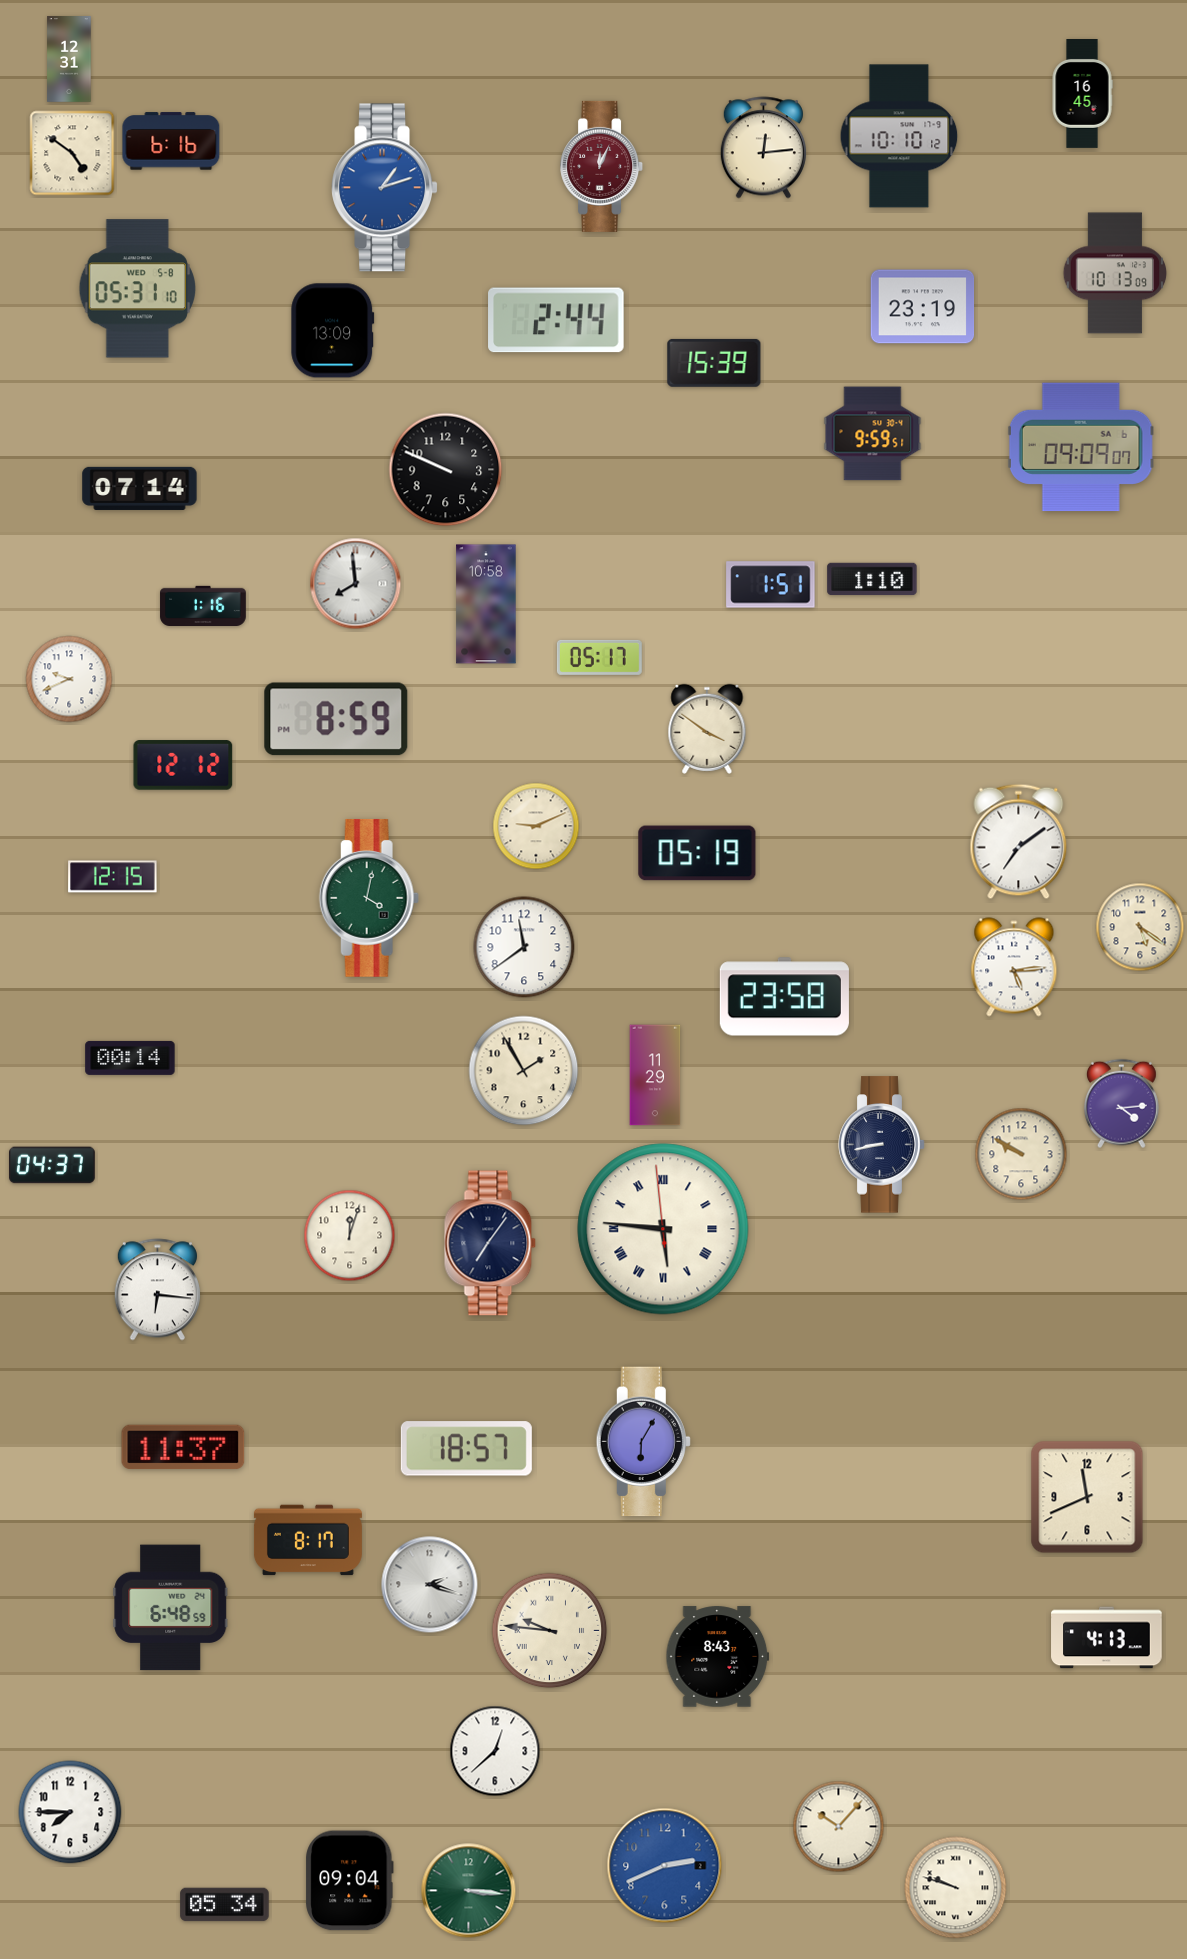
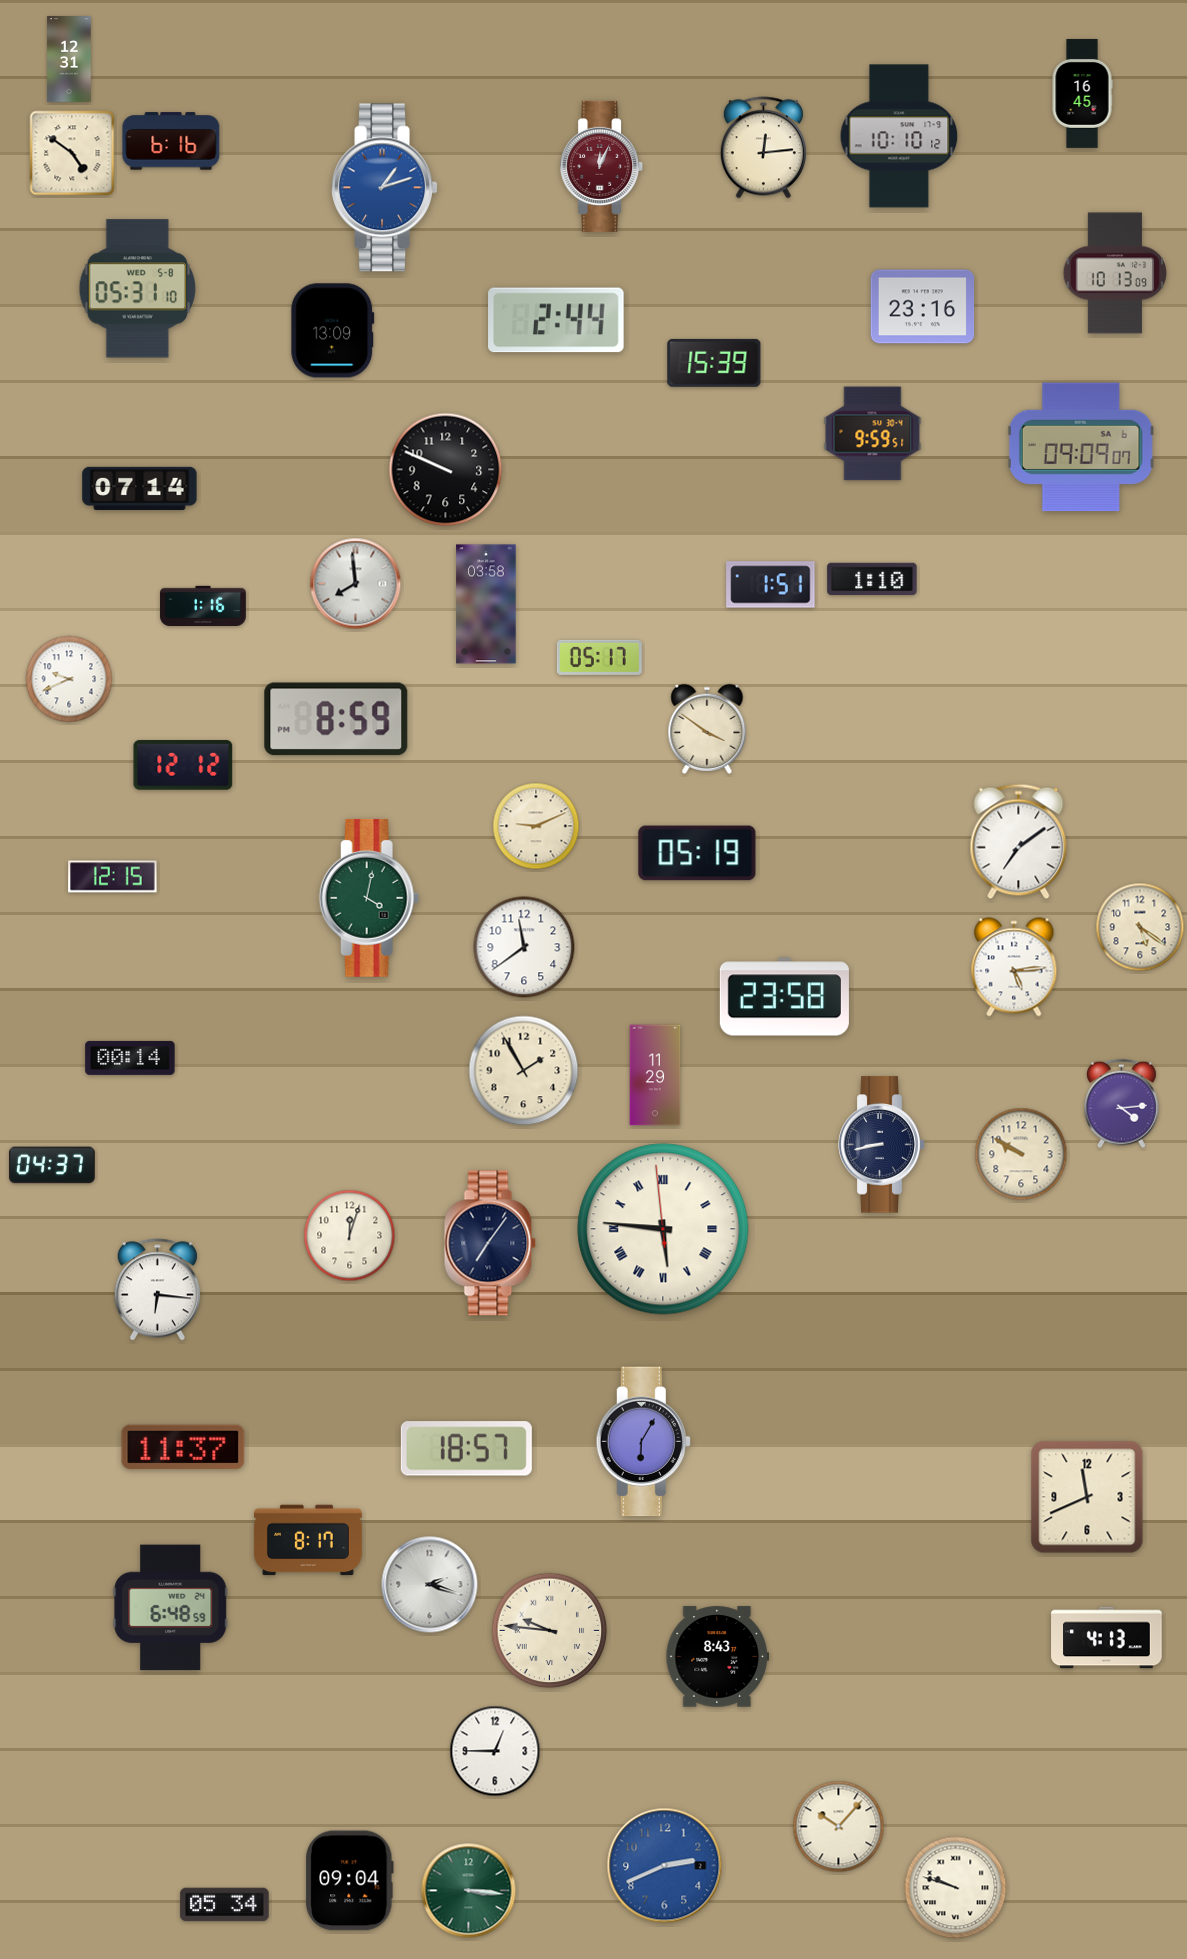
clock at (923, 307): 23:19 -> 23:16
clock at (486, 604): 10:58 -> 03:58
clock at (495, 1751): 12:38 -> 12:45
clock at (70, 1812): 7:45 -> none
